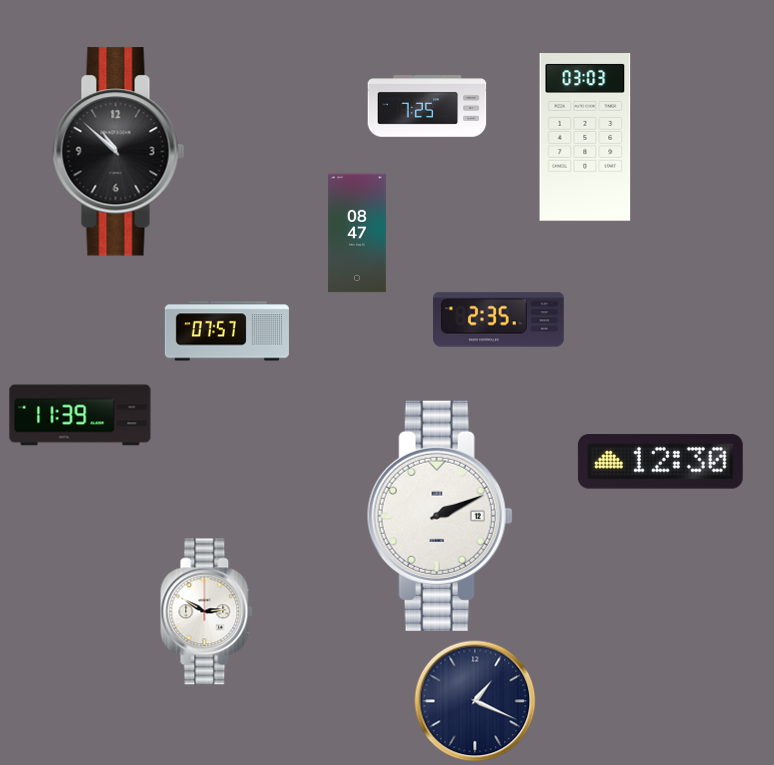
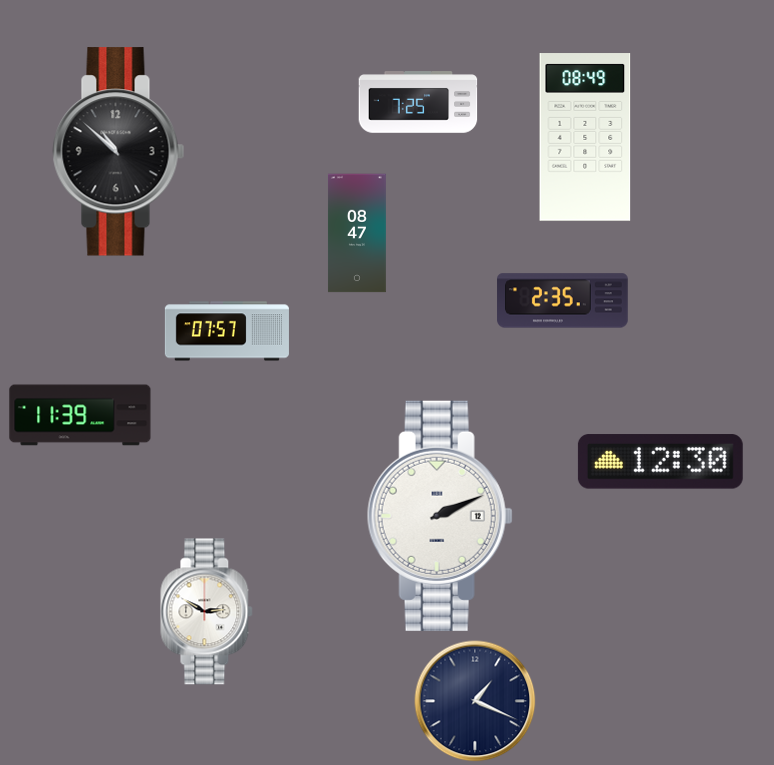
clock at (427, 106) position: (427, 106) -> (418, 102)
clock at (585, 137): 03:03 -> 08:49
clock at (499, 320) position: (499, 320) -> (563, 301)
